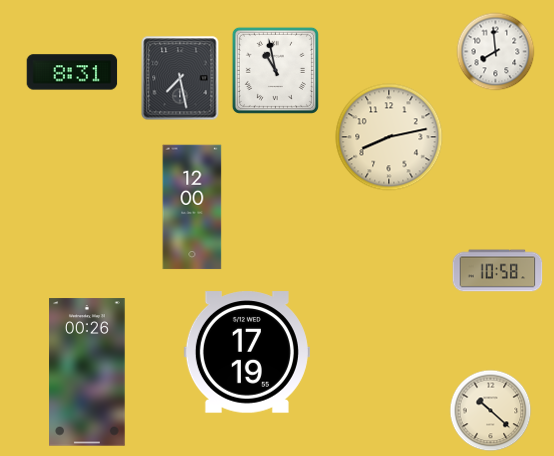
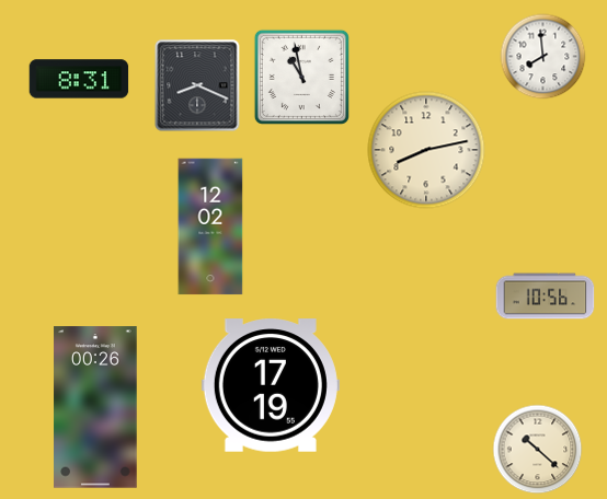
clock at (180, 78): 7:28 -> 8:19
clock at (192, 207): 12:00 -> 12:02
clock at (498, 271): 10:58 -> 10:56
